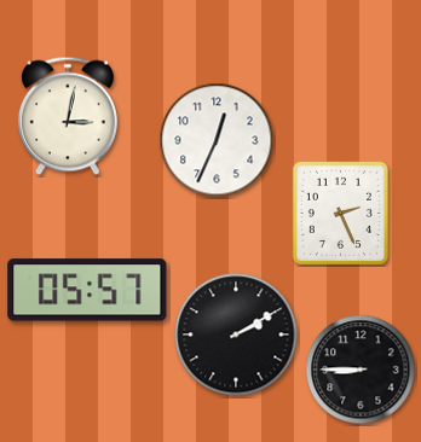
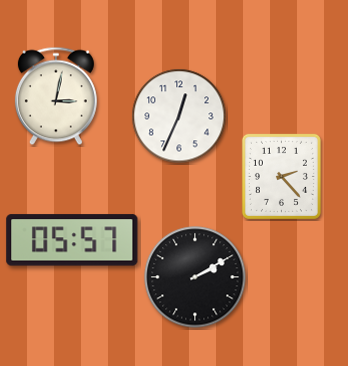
clock at (340, 213): 2:26 -> 2:23
clock at (361, 370): 8:45 -> none
